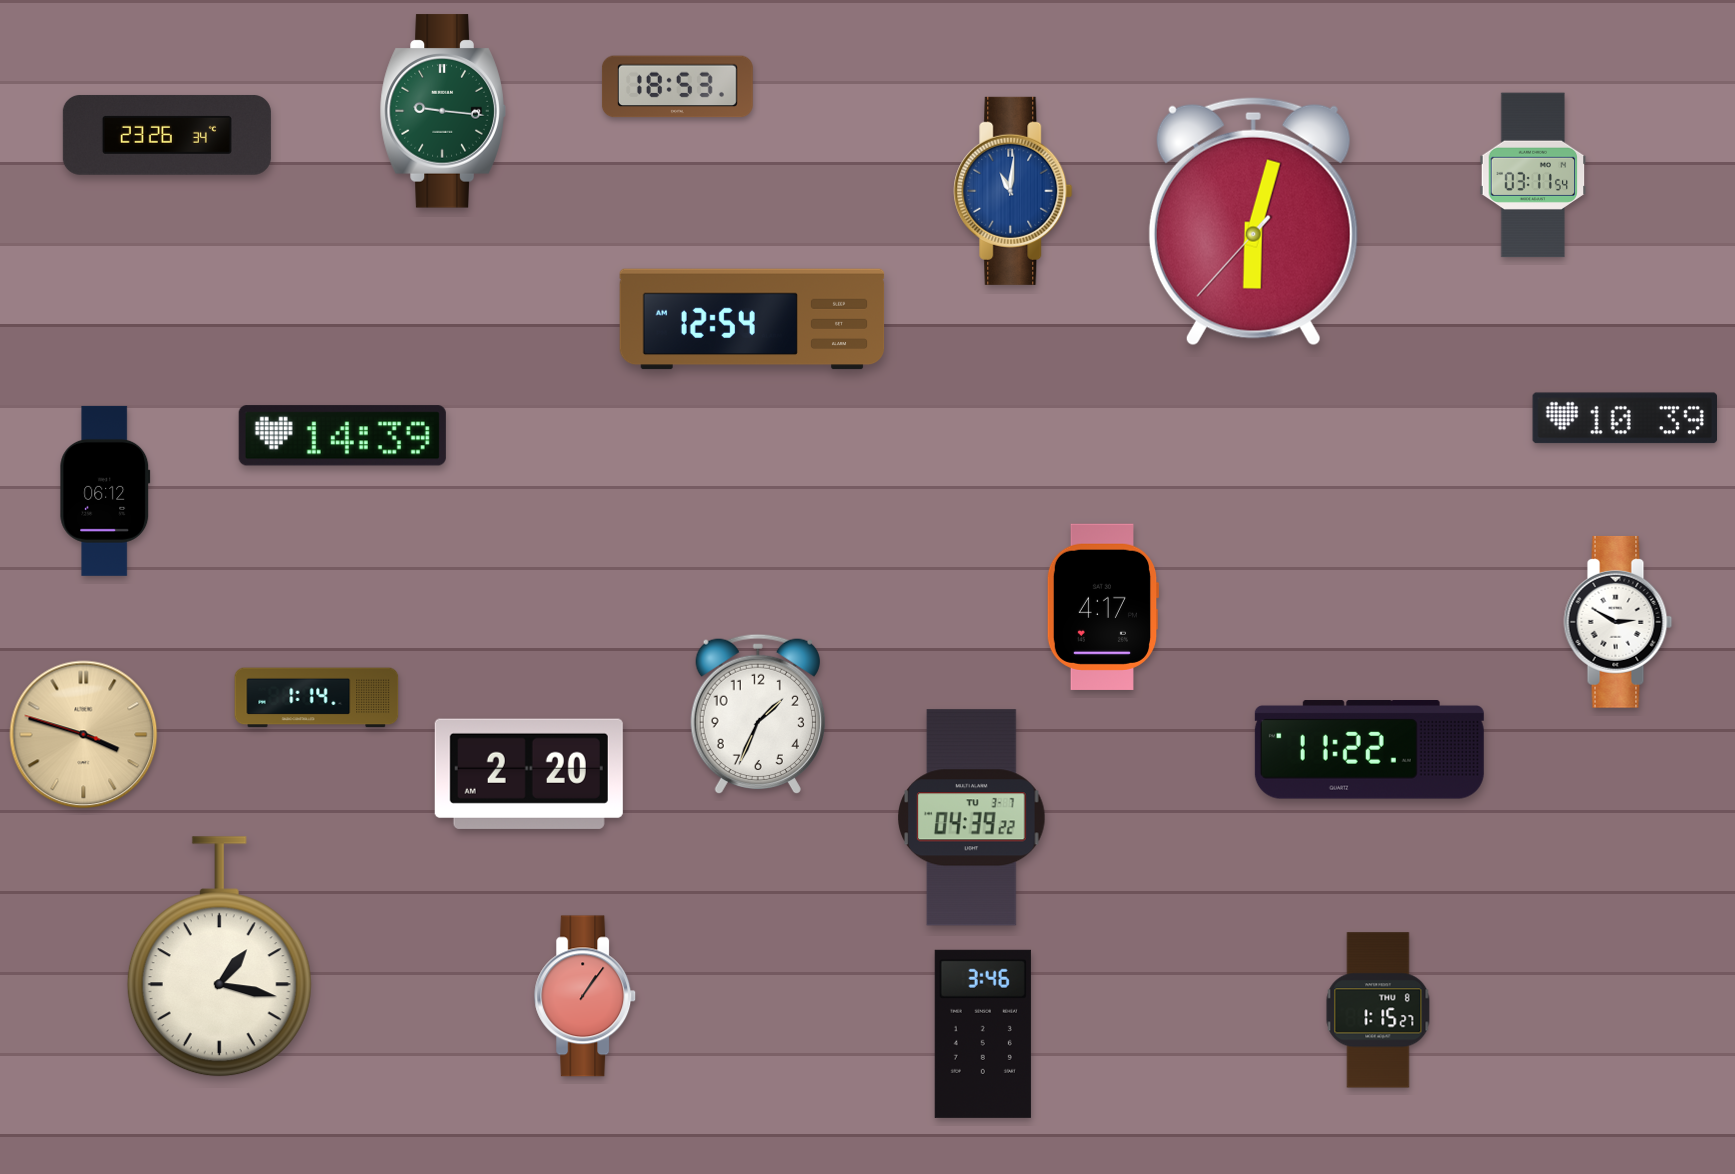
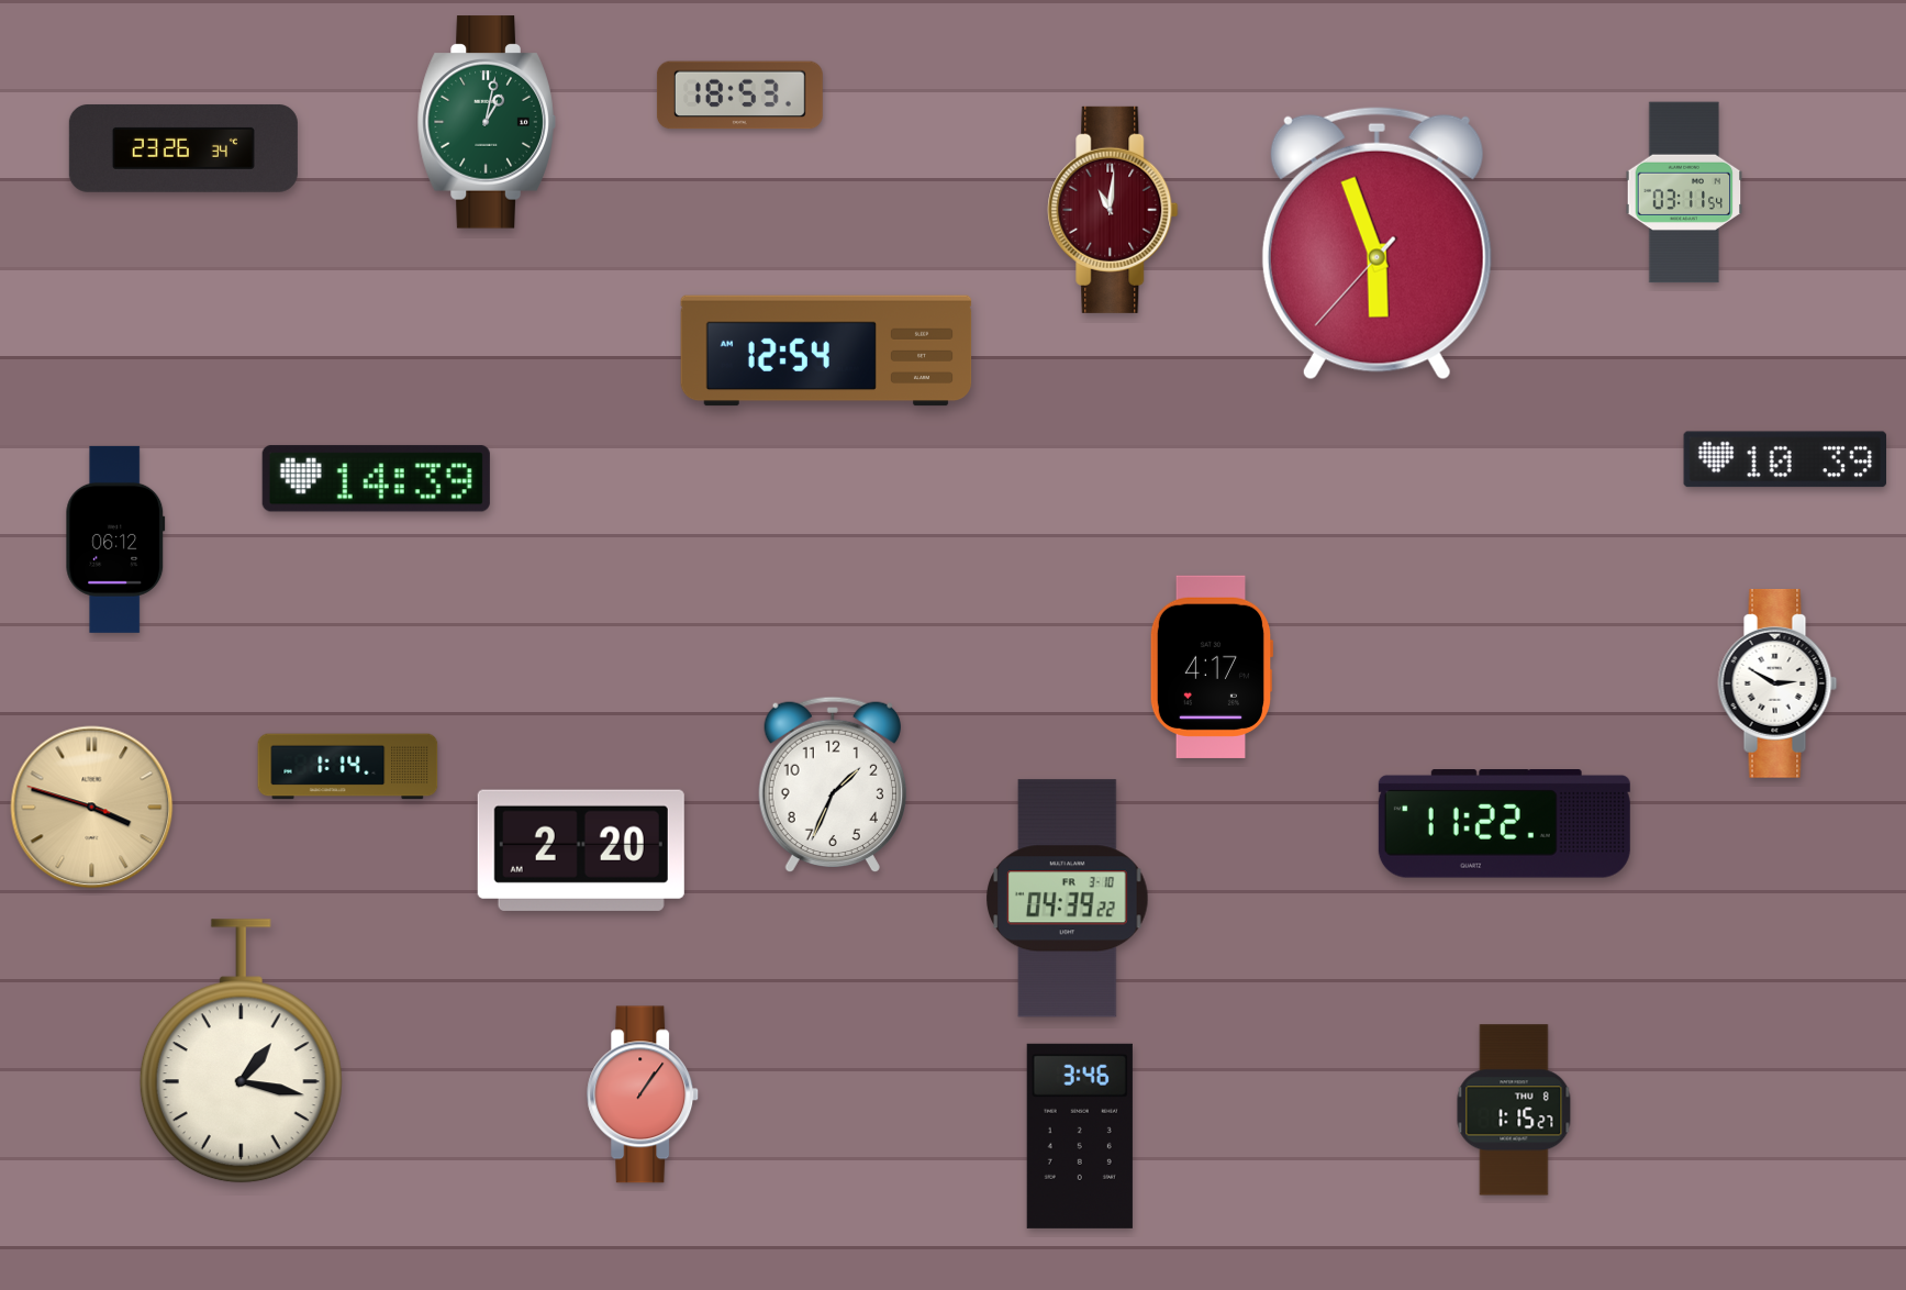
clock at (677, 87) position: (677, 87) -> (739, 96)
clock at (443, 111): 9:16 -> 1:02
clock at (1013, 191) dial: blue -> burgundy
clock at (1253, 221): 6:02 -> 5:56
clock at (972, 818) date: TU 3-7 -> FR 3-10
